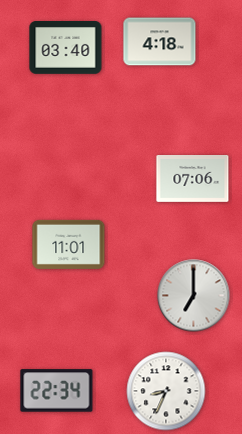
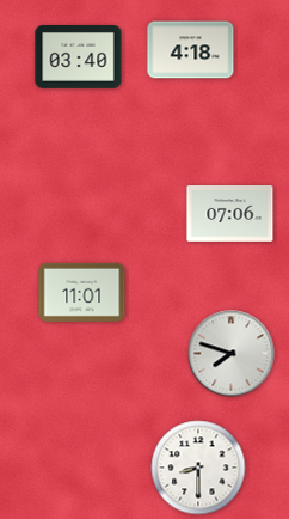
clock at (194, 296): 7:00 -> 7:48
clock at (57, 391): 22:34 -> none
clock at (166, 391): 8:34 -> 8:30
